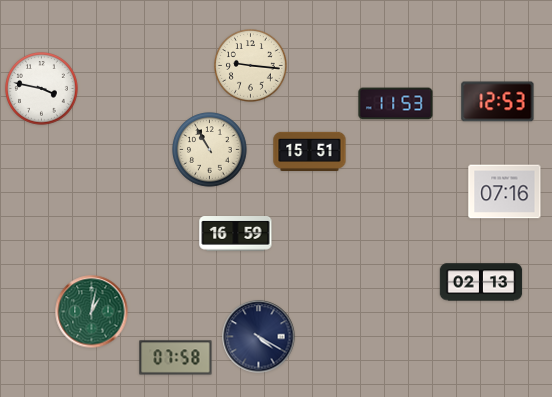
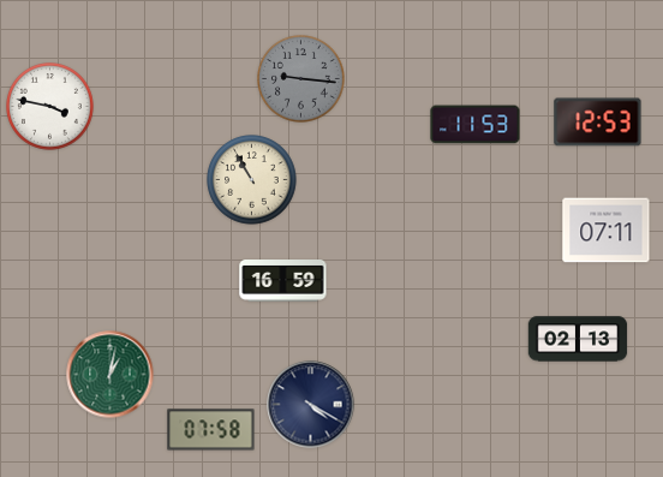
clock at (251, 66) dial: cream -> grey
clock at (310, 151): 15:51 -> none
clock at (505, 192): 07:16 -> 07:11
